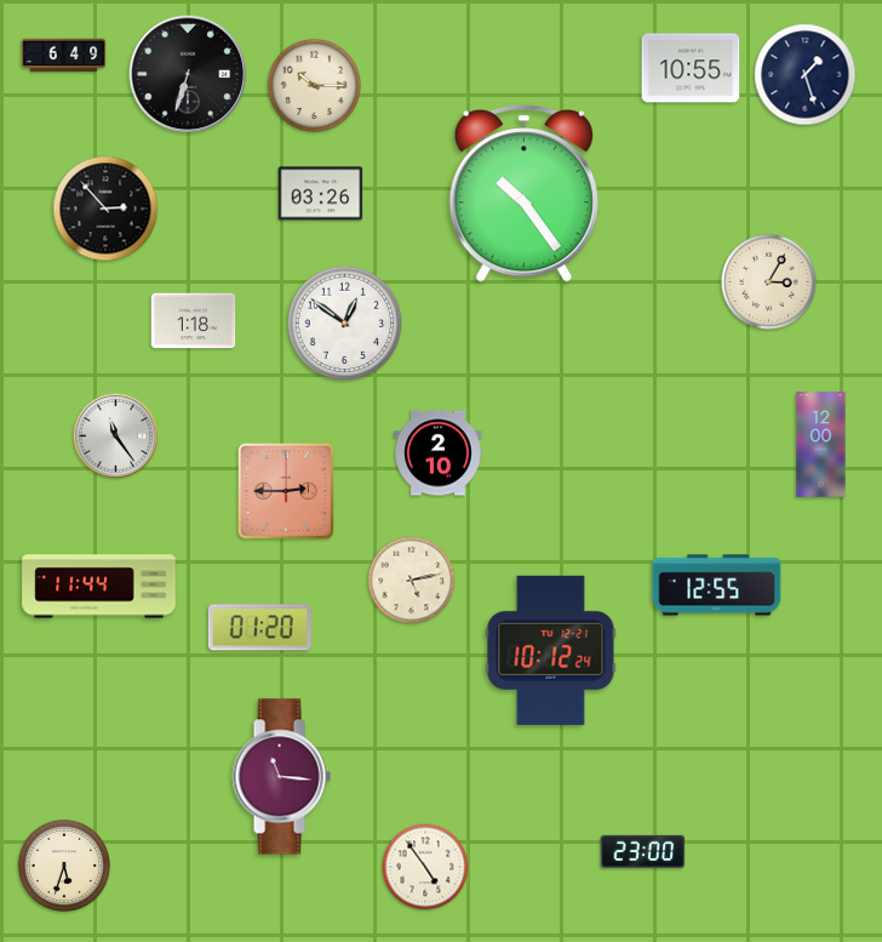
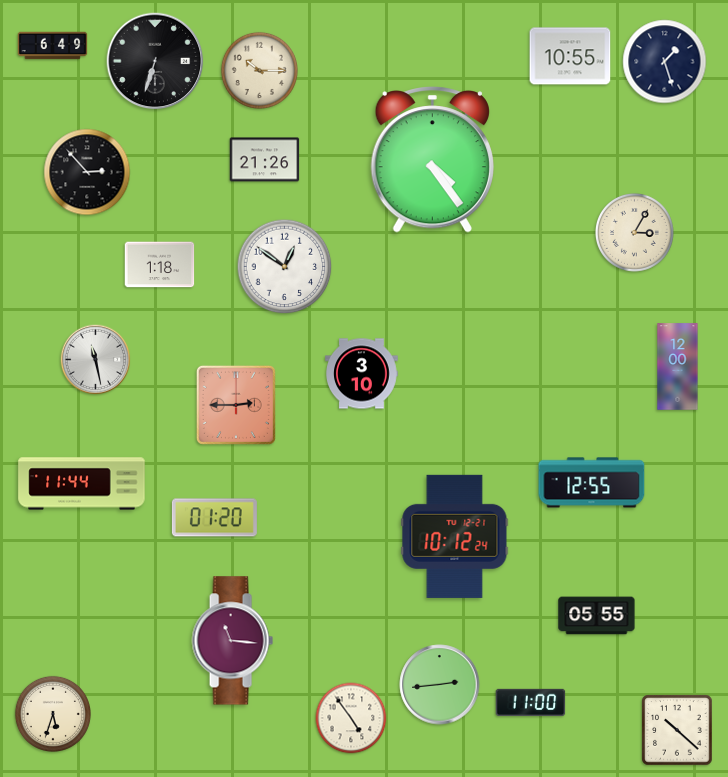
clock at (321, 194): 03:26 -> 21:26
clock at (523, 194): 10:24 -> 4:24
clock at (116, 436): 11:24 -> 11:28
clock at (439, 453): 2:10 -> 3:10
clock at (412, 581): 5:13 -> none
clock at (597, 616): none -> 05:55
clock at (440, 685): none -> 2:44
clock at (643, 851): 23:00 -> 11:00
clock at (425, 867) position: (425, 867) -> (351, 718)
clock at (677, 730): none -> 10:22
